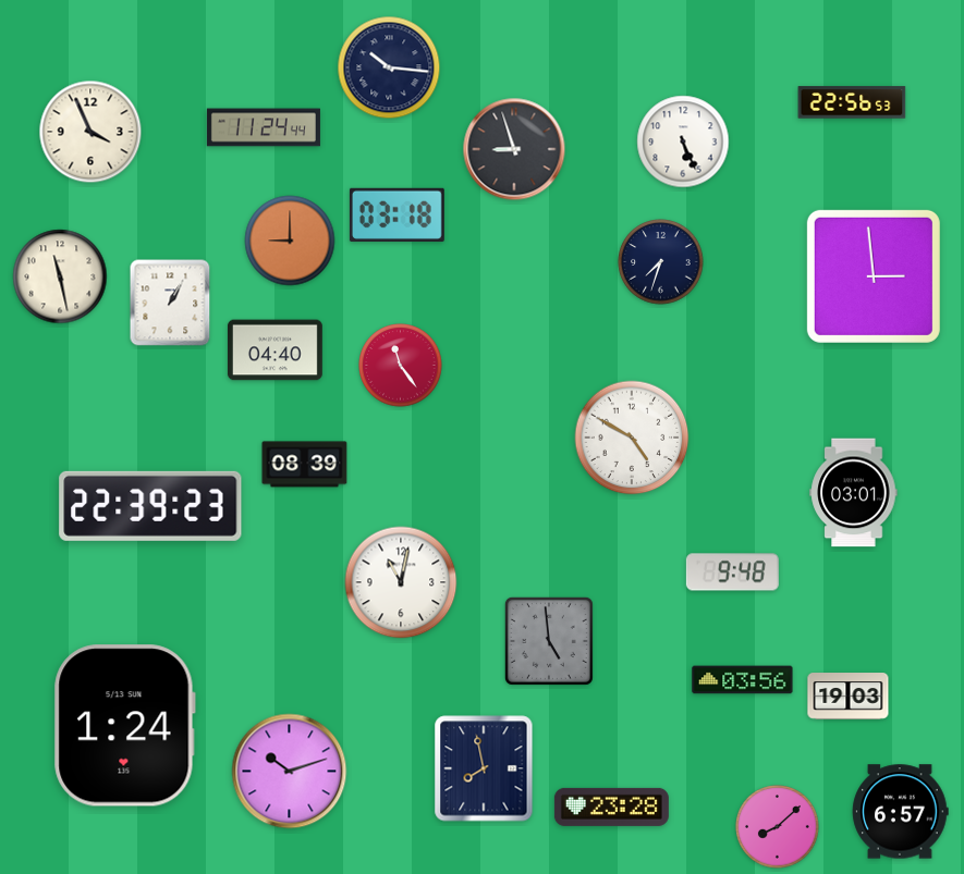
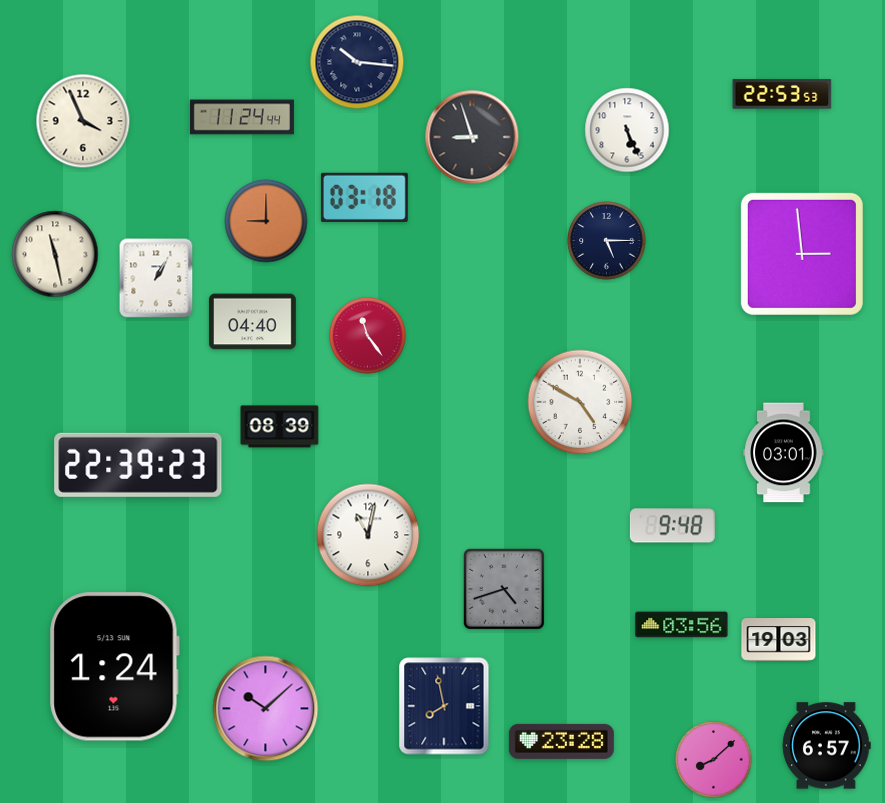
clock at (852, 102): 22:56 -> 22:53
clock at (661, 262): 7:33 -> 5:15
clock at (549, 641): 4:59 -> 4:42
clock at (290, 772): 10:12 -> 10:08
